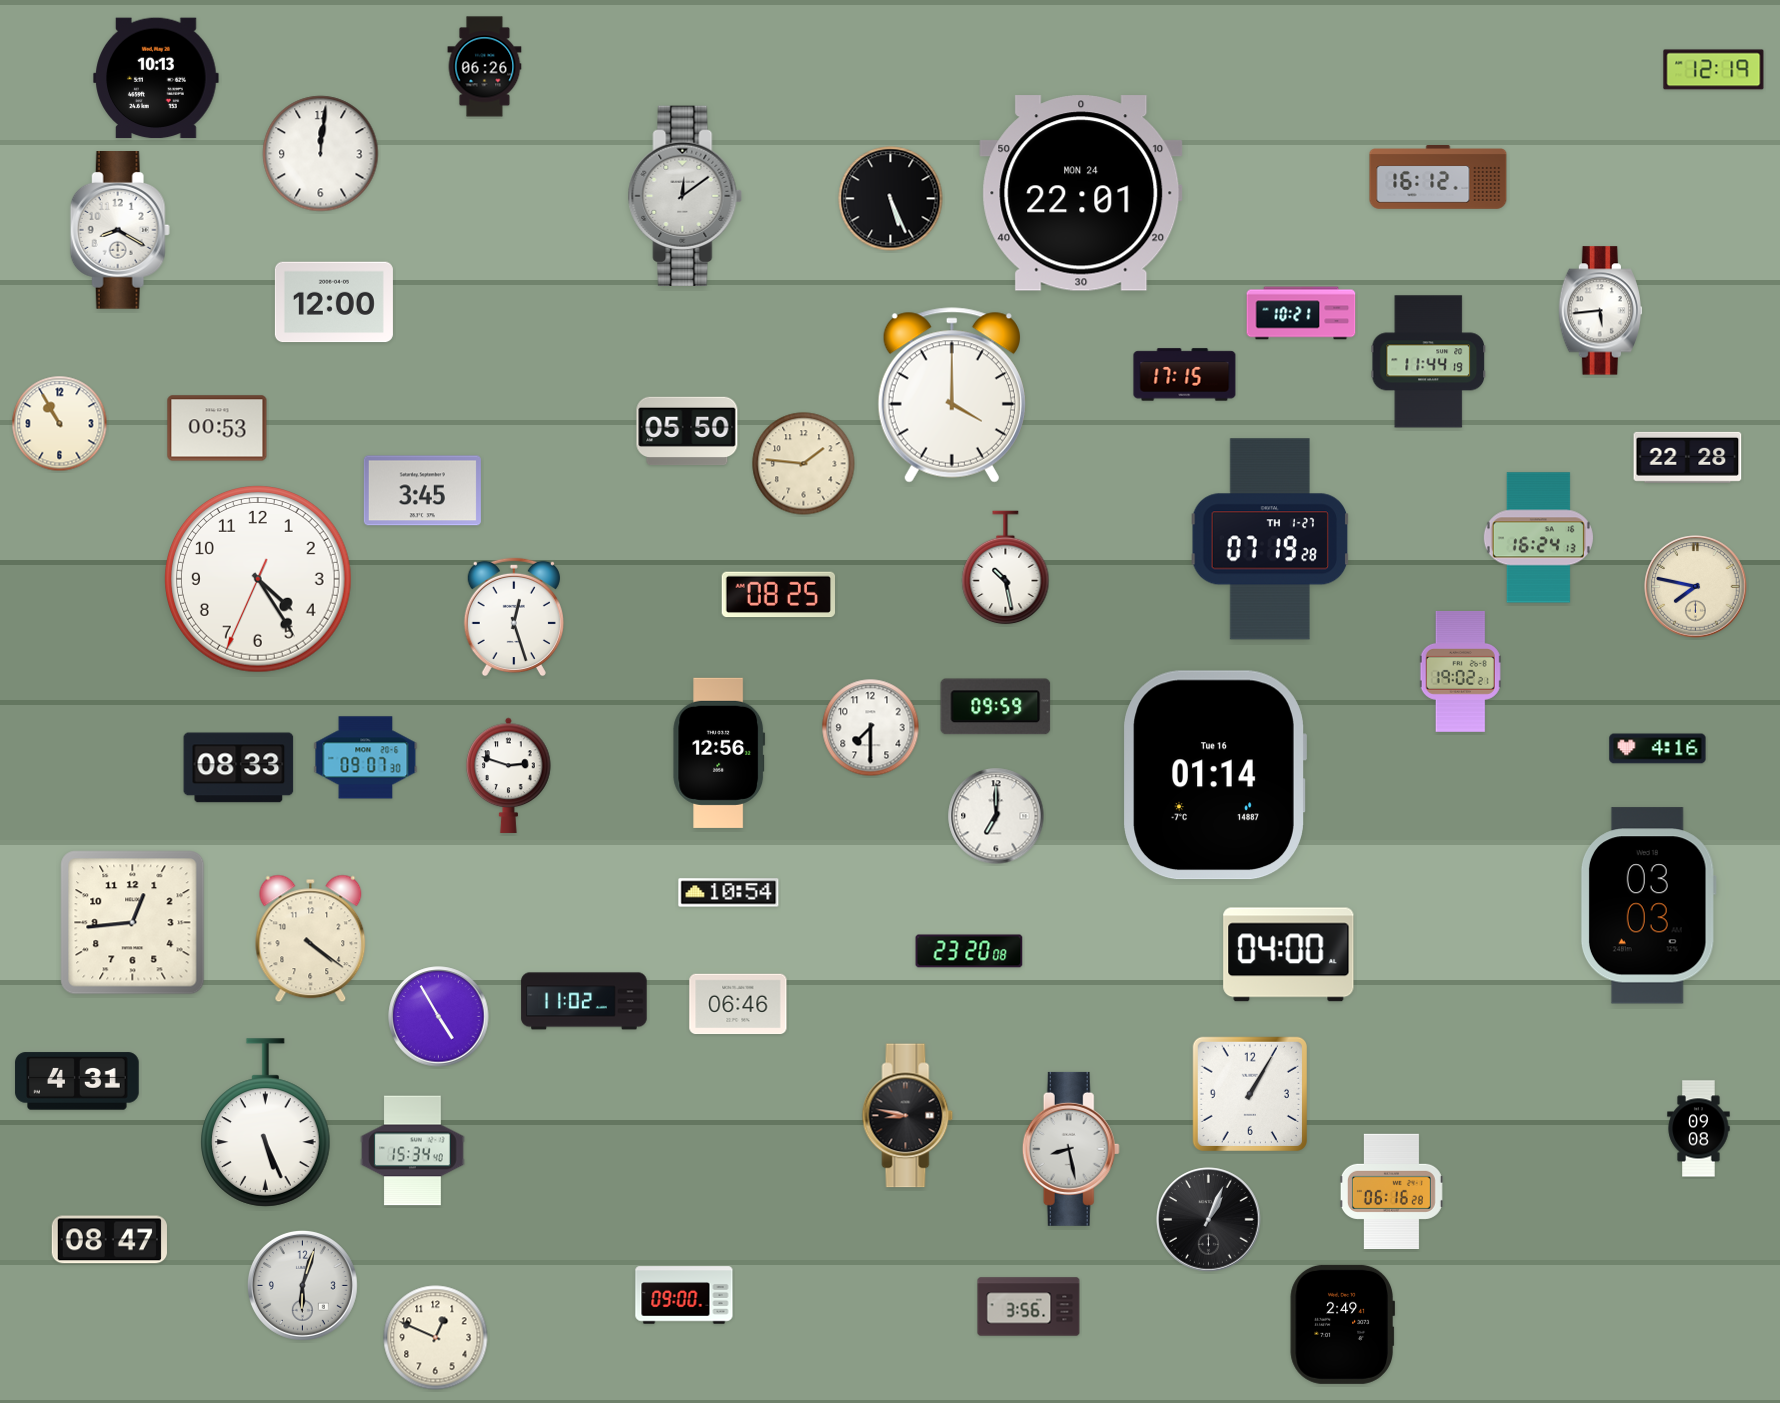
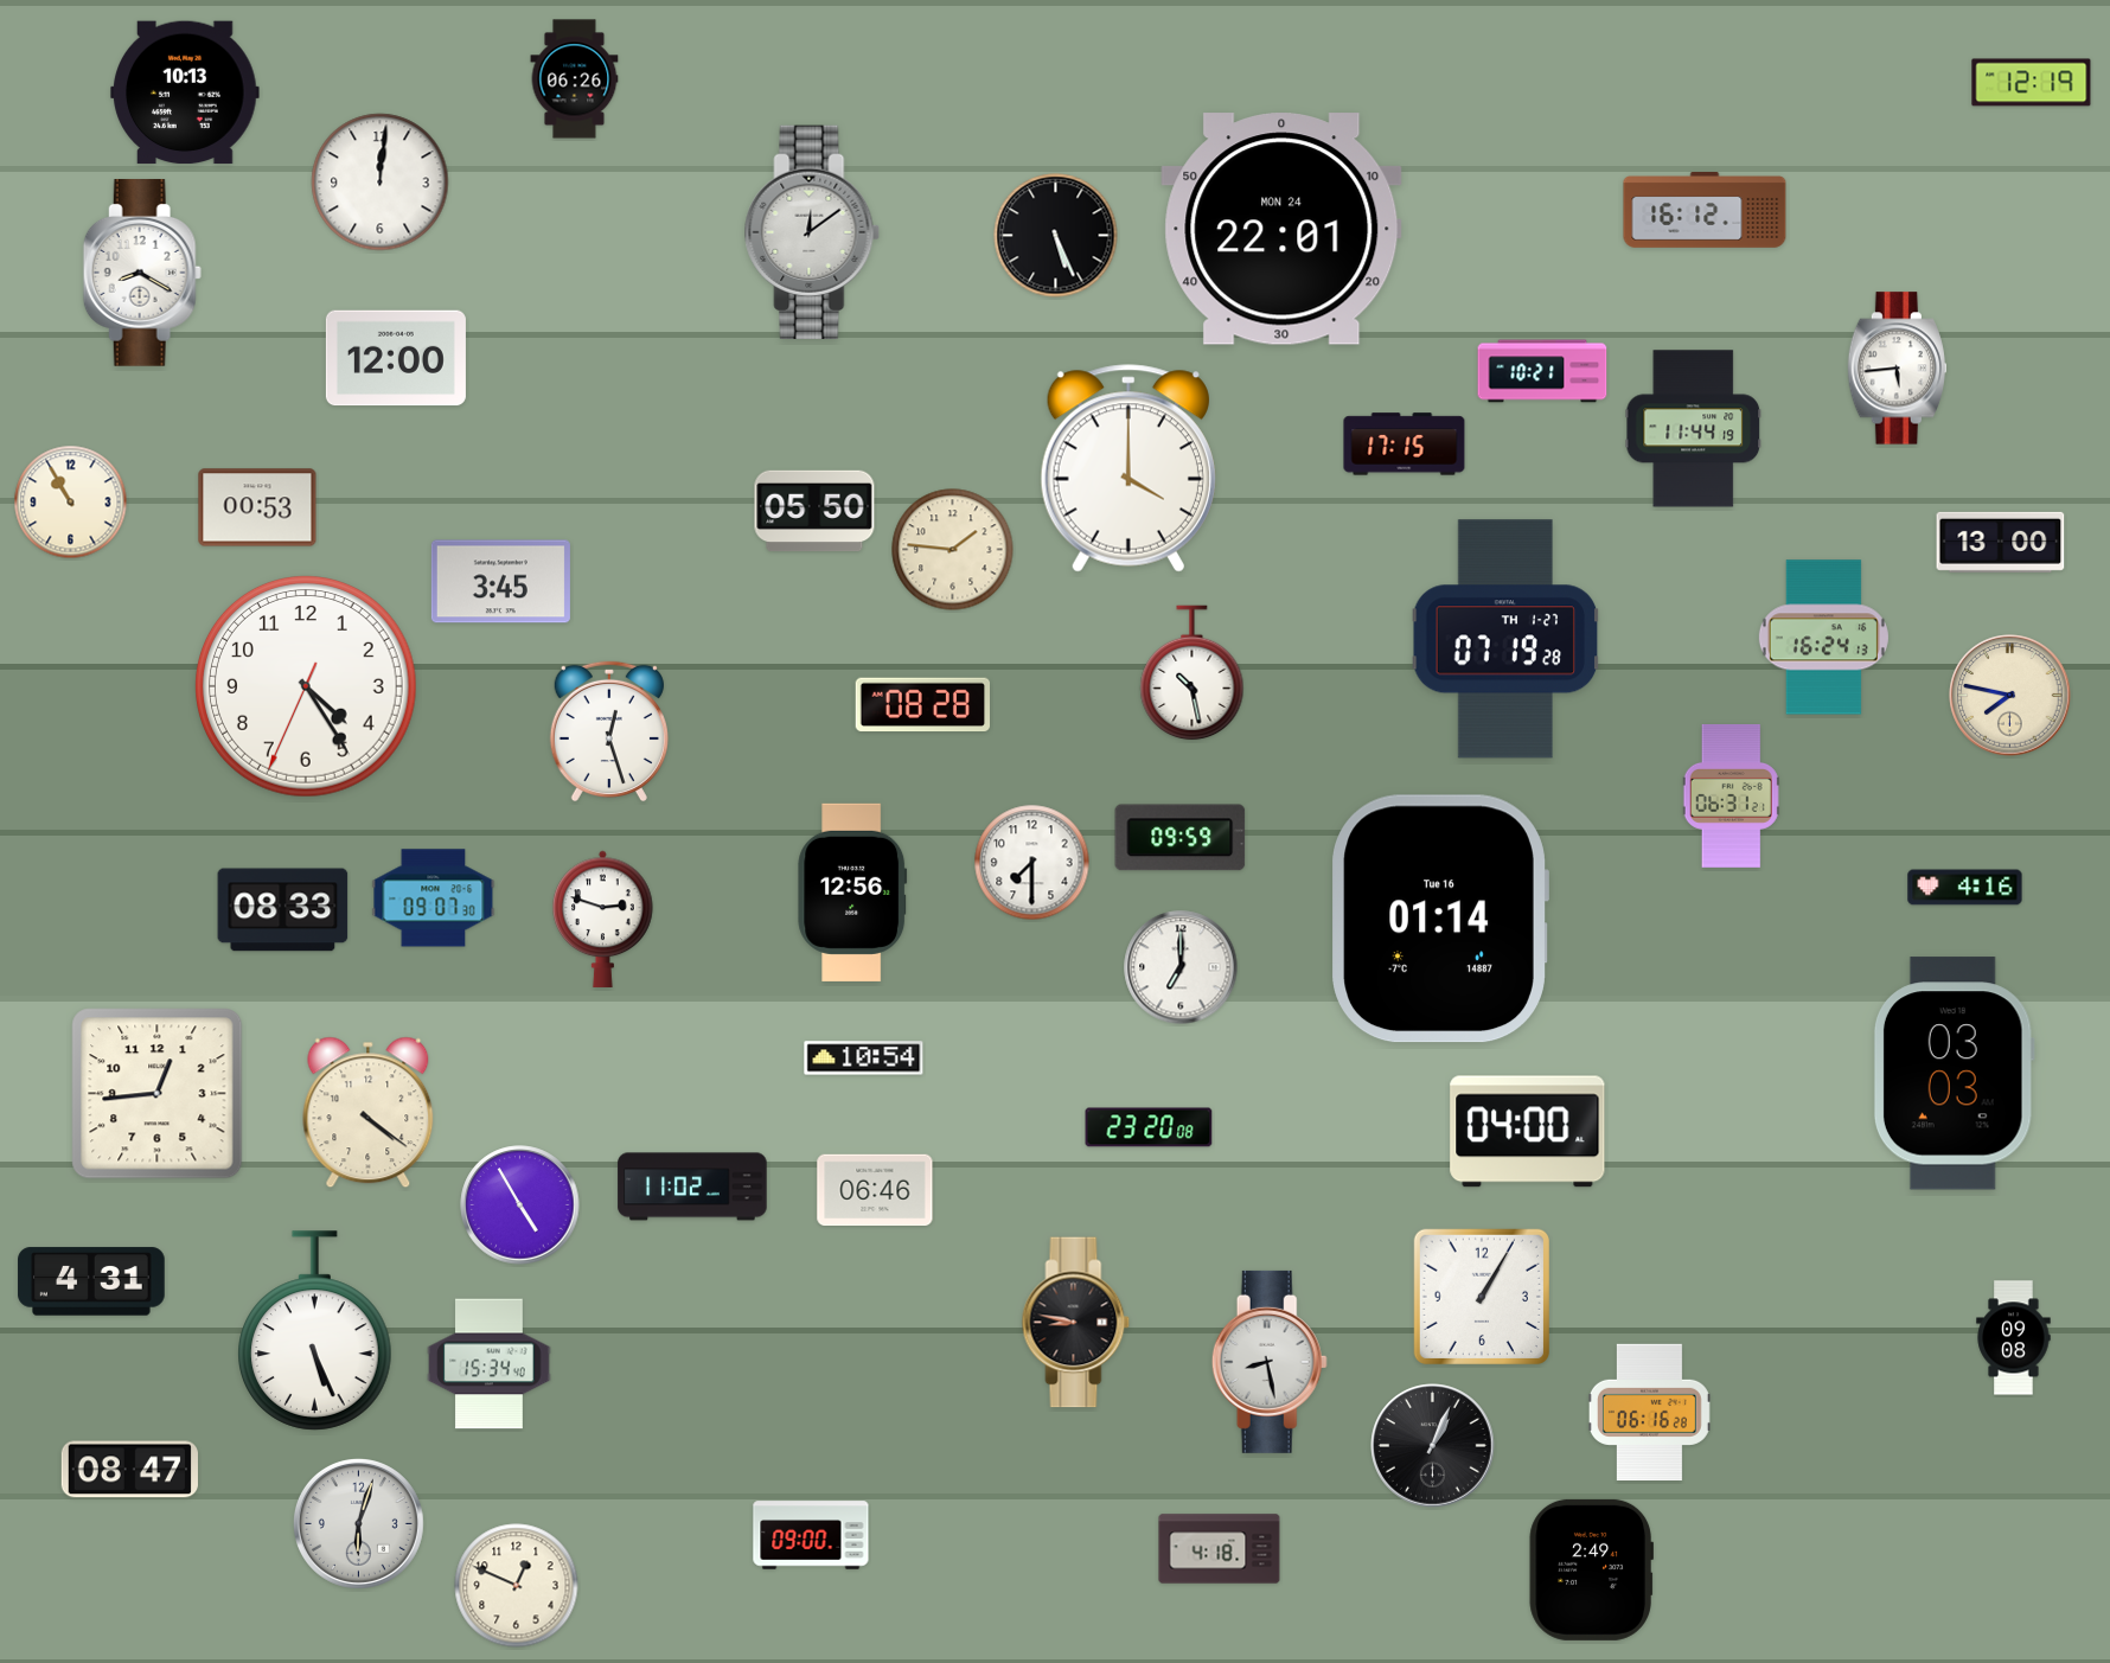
clock at (1688, 457): 22:28 -> 13:00
clock at (779, 595): 08:25 -> 08:28
clock at (1460, 671): 19:02 -> 06:31
clock at (1029, 1307): 3:56 -> 4:18
